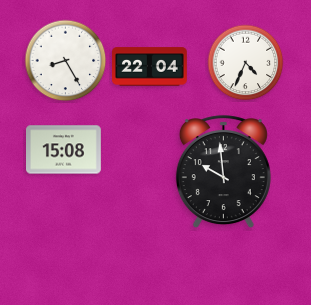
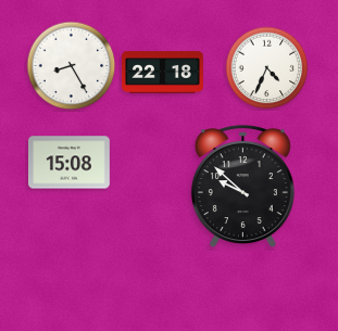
clock at (150, 67): 22:04 -> 22:18
clock at (223, 172): 9:59 -> 9:52
